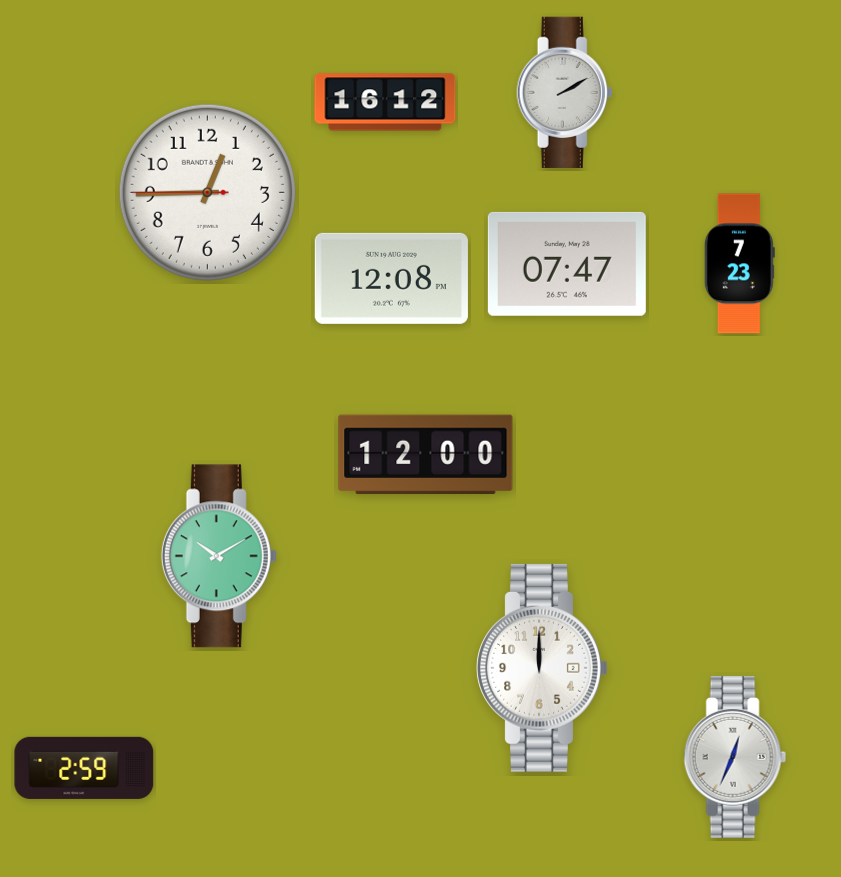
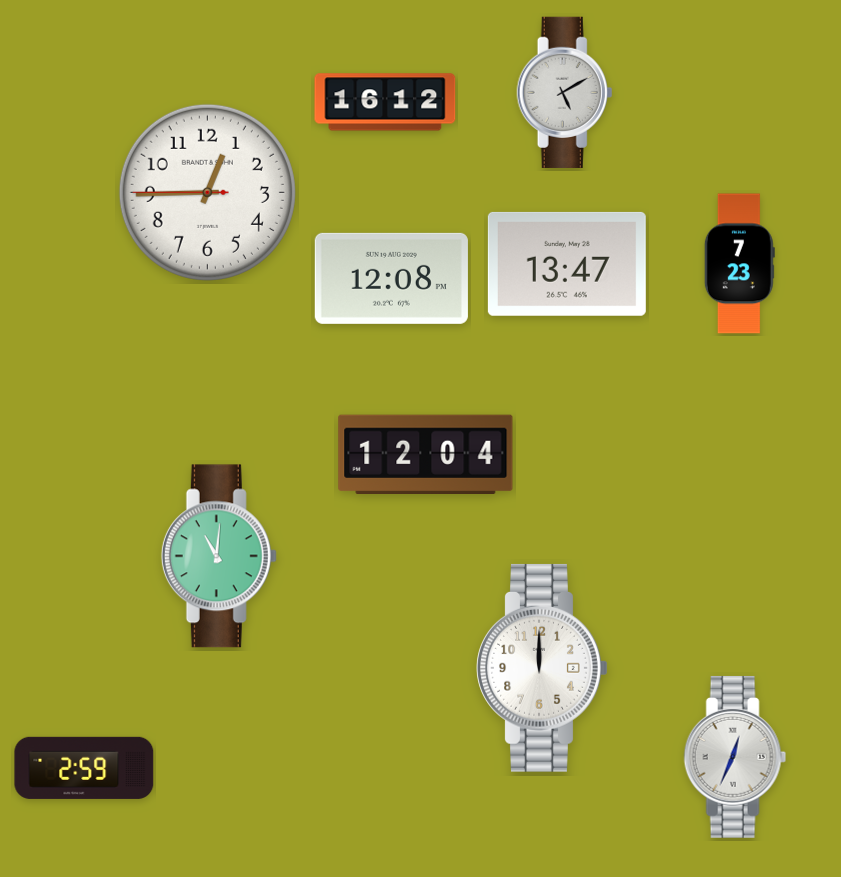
clock at (565, 92): 2:10 -> 5:10
clock at (567, 264): 07:47 -> 13:47
clock at (426, 454): 12:00 -> 12:04
clock at (219, 556): 10:10 -> 11:01
